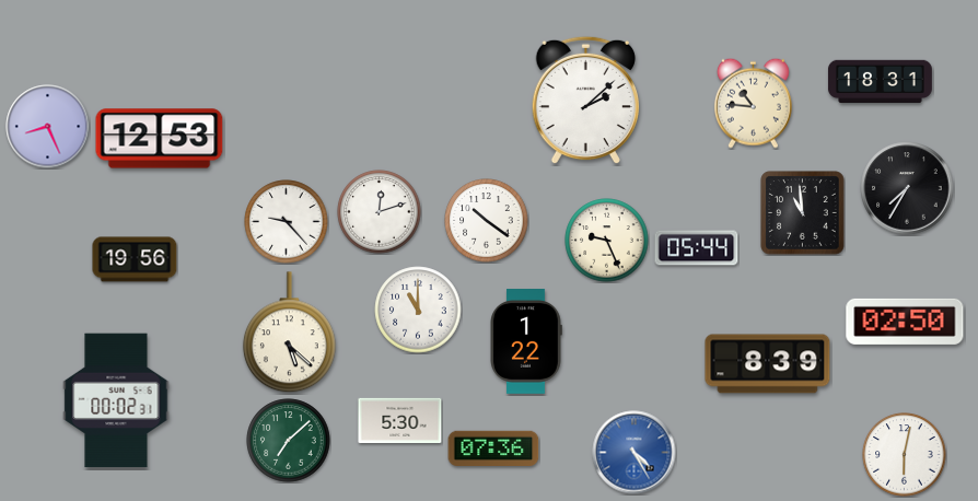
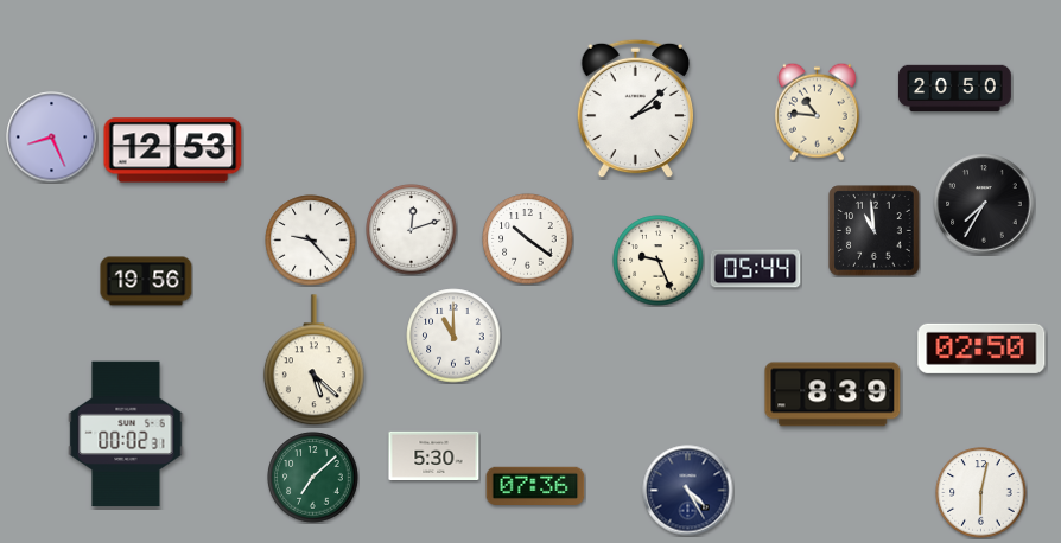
clock at (881, 82): 18:31 -> 20:50
clock at (803, 213) position: (803, 213) -> (875, 231)
clock at (526, 342): 1:22 -> none
clock at (634, 453) dial: blue -> navy
